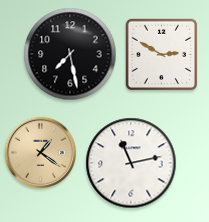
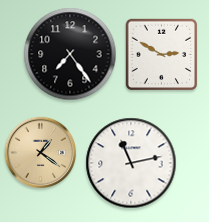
clock at (70, 54): 7:28 -> 7:24
